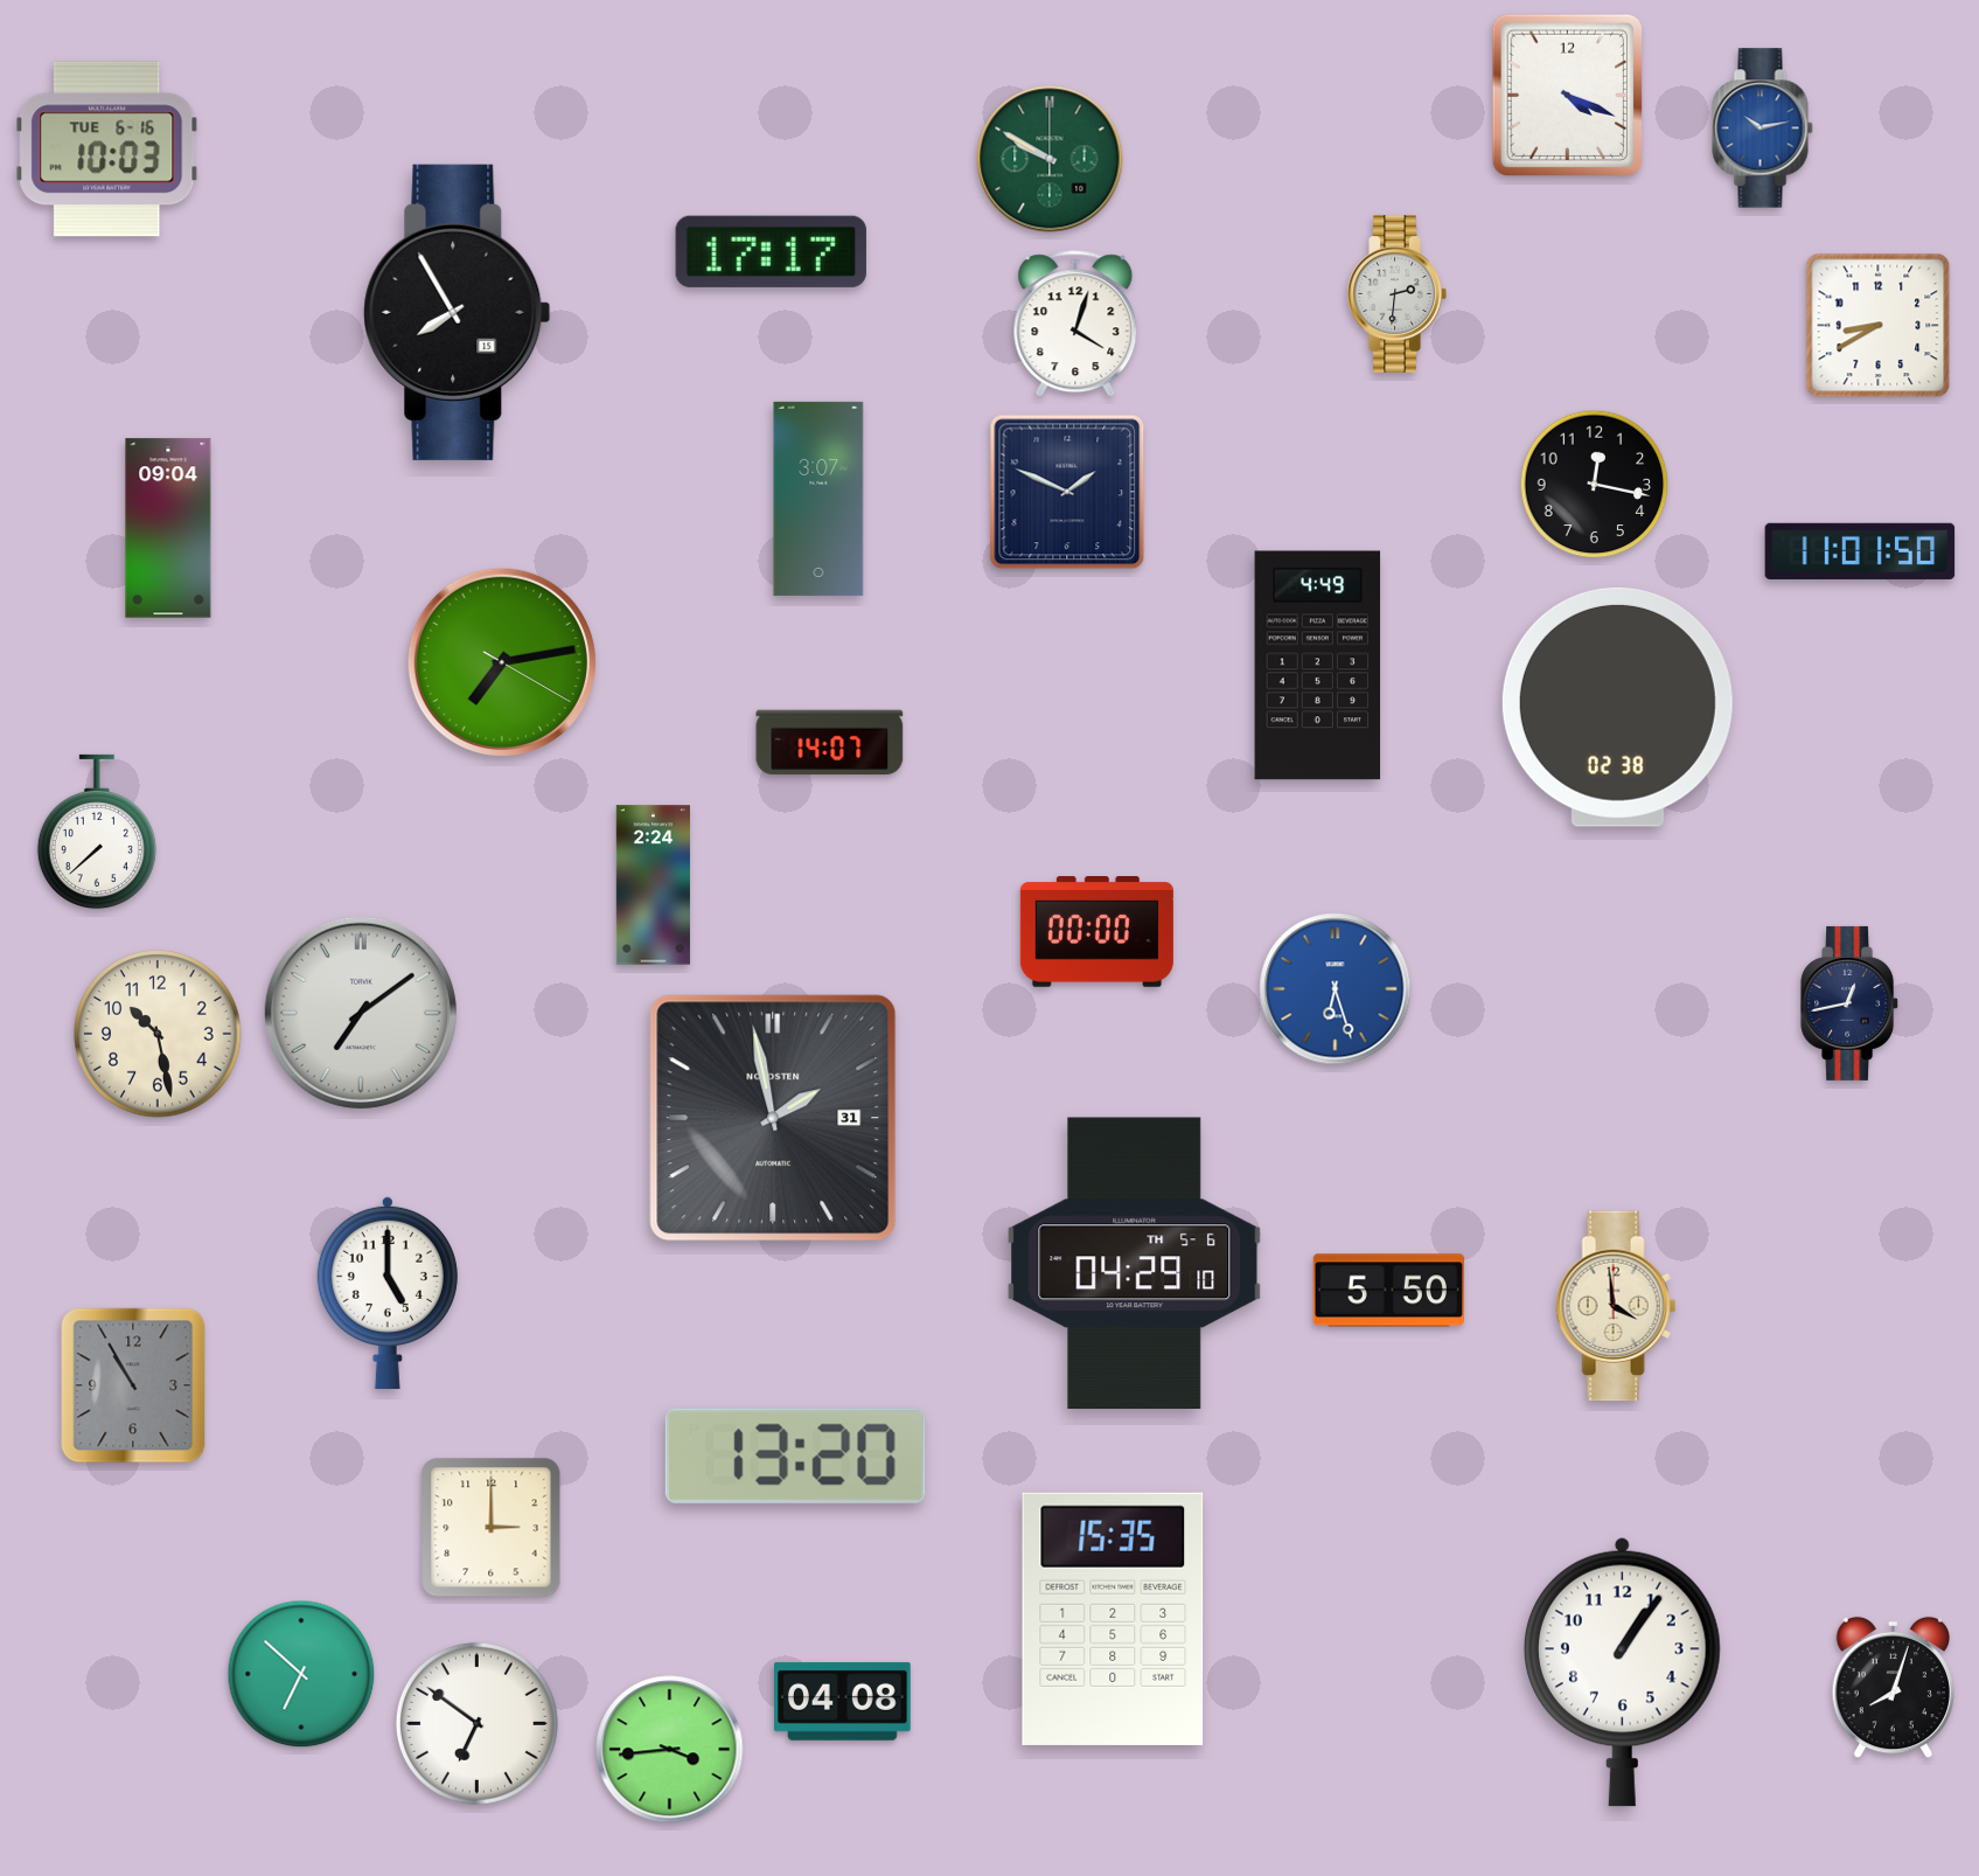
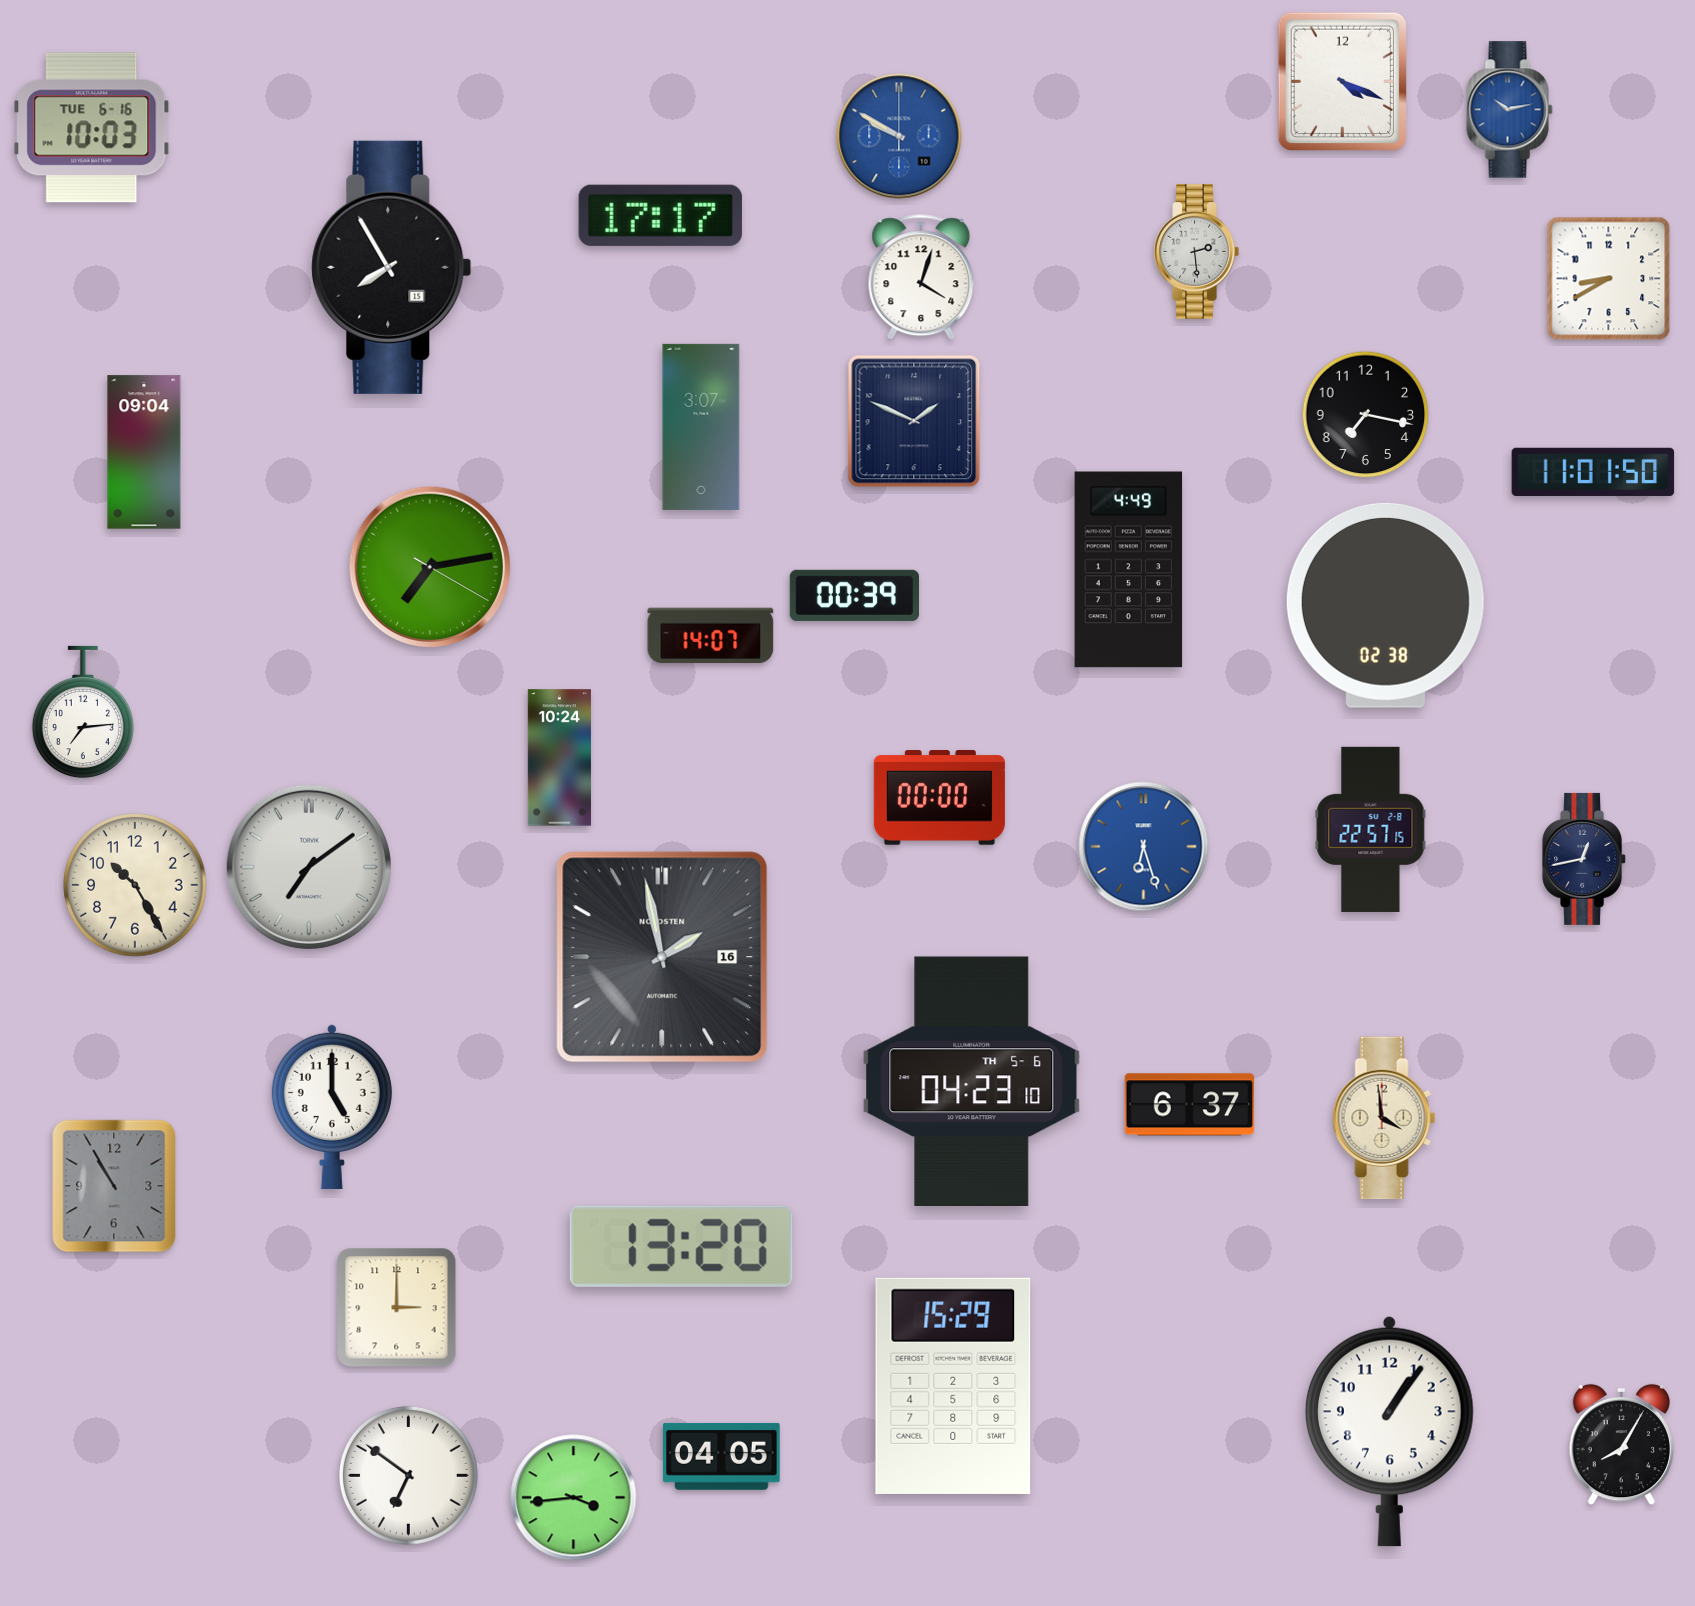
clock at (1050, 159) dial: green -> blue
clock at (1396, 294): 2:31 -> 2:29
clock at (1595, 485): 12:17 -> 7:17
clock at (854, 595): none -> 00:39
clock at (97, 832): 7:38 -> 7:14
clock at (653, 885): 2:24 -> 10:24
clock at (1371, 829): none -> 22:57
clock at (158, 1034): 10:28 -> 10:25
clock at (773, 1118) date: 31 -> 16
clock at (1135, 1263): 04:29 -> 04:23
clock at (1388, 1291): 5:50 -> 6:37
clock at (492, 1528) position: (492, 1528) -> (397, 1308)
clock at (1113, 1619): 15:35 -> 15:29
clock at (301, 1674): 6:52 -> none
clock at (1894, 1688): 8:03 -> 8:05
clock at (843, 1701): 04:08 -> 04:05
